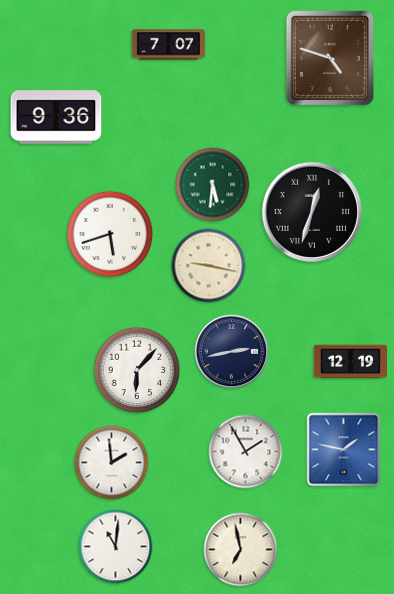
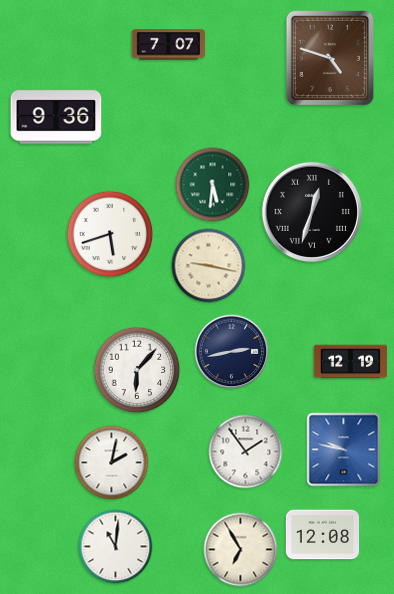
clock at (344, 450): 1:47 -> 9:47
clock at (246, 452): 1:55 -> 1:54
clock at (112, 463): 1:59 -> 2:02
clock at (322, 535): none -> 12:08
clock at (241, 550): 6:58 -> 6:55
